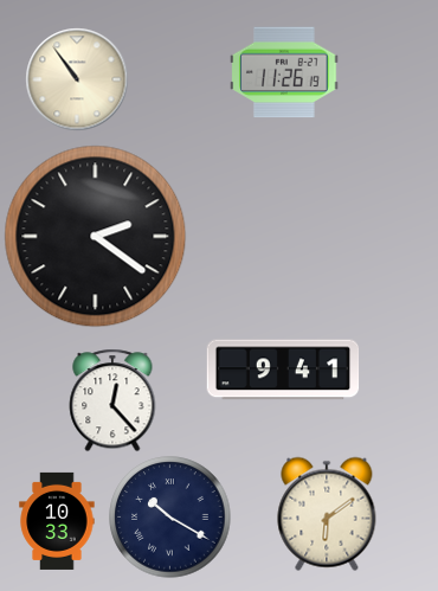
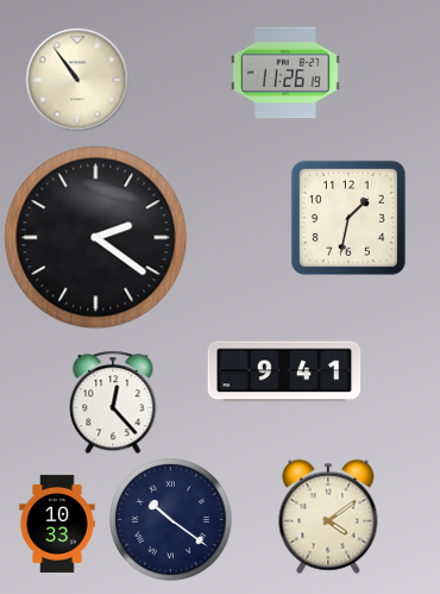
clock at (348, 218): none -> 1:32
clock at (327, 514): 6:09 -> 4:09
clock at (170, 518): 10:20 -> 10:21
